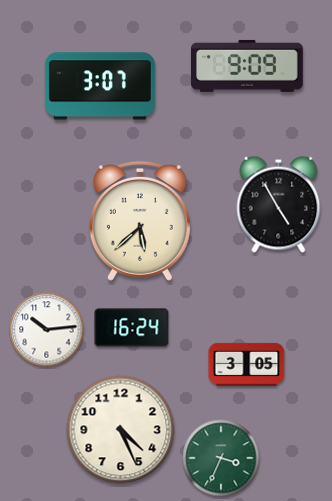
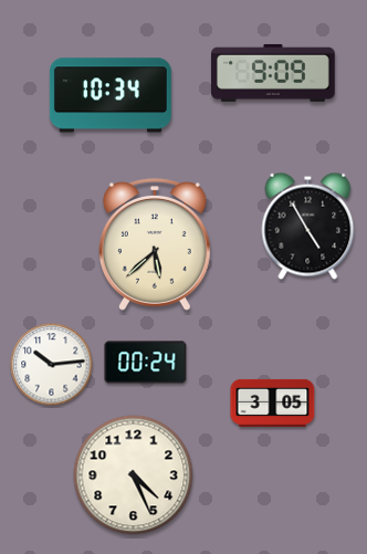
clock at (100, 86): 3:07 -> 10:34
clock at (132, 328): 16:24 -> 00:24
clock at (221, 458): 3:34 -> none
